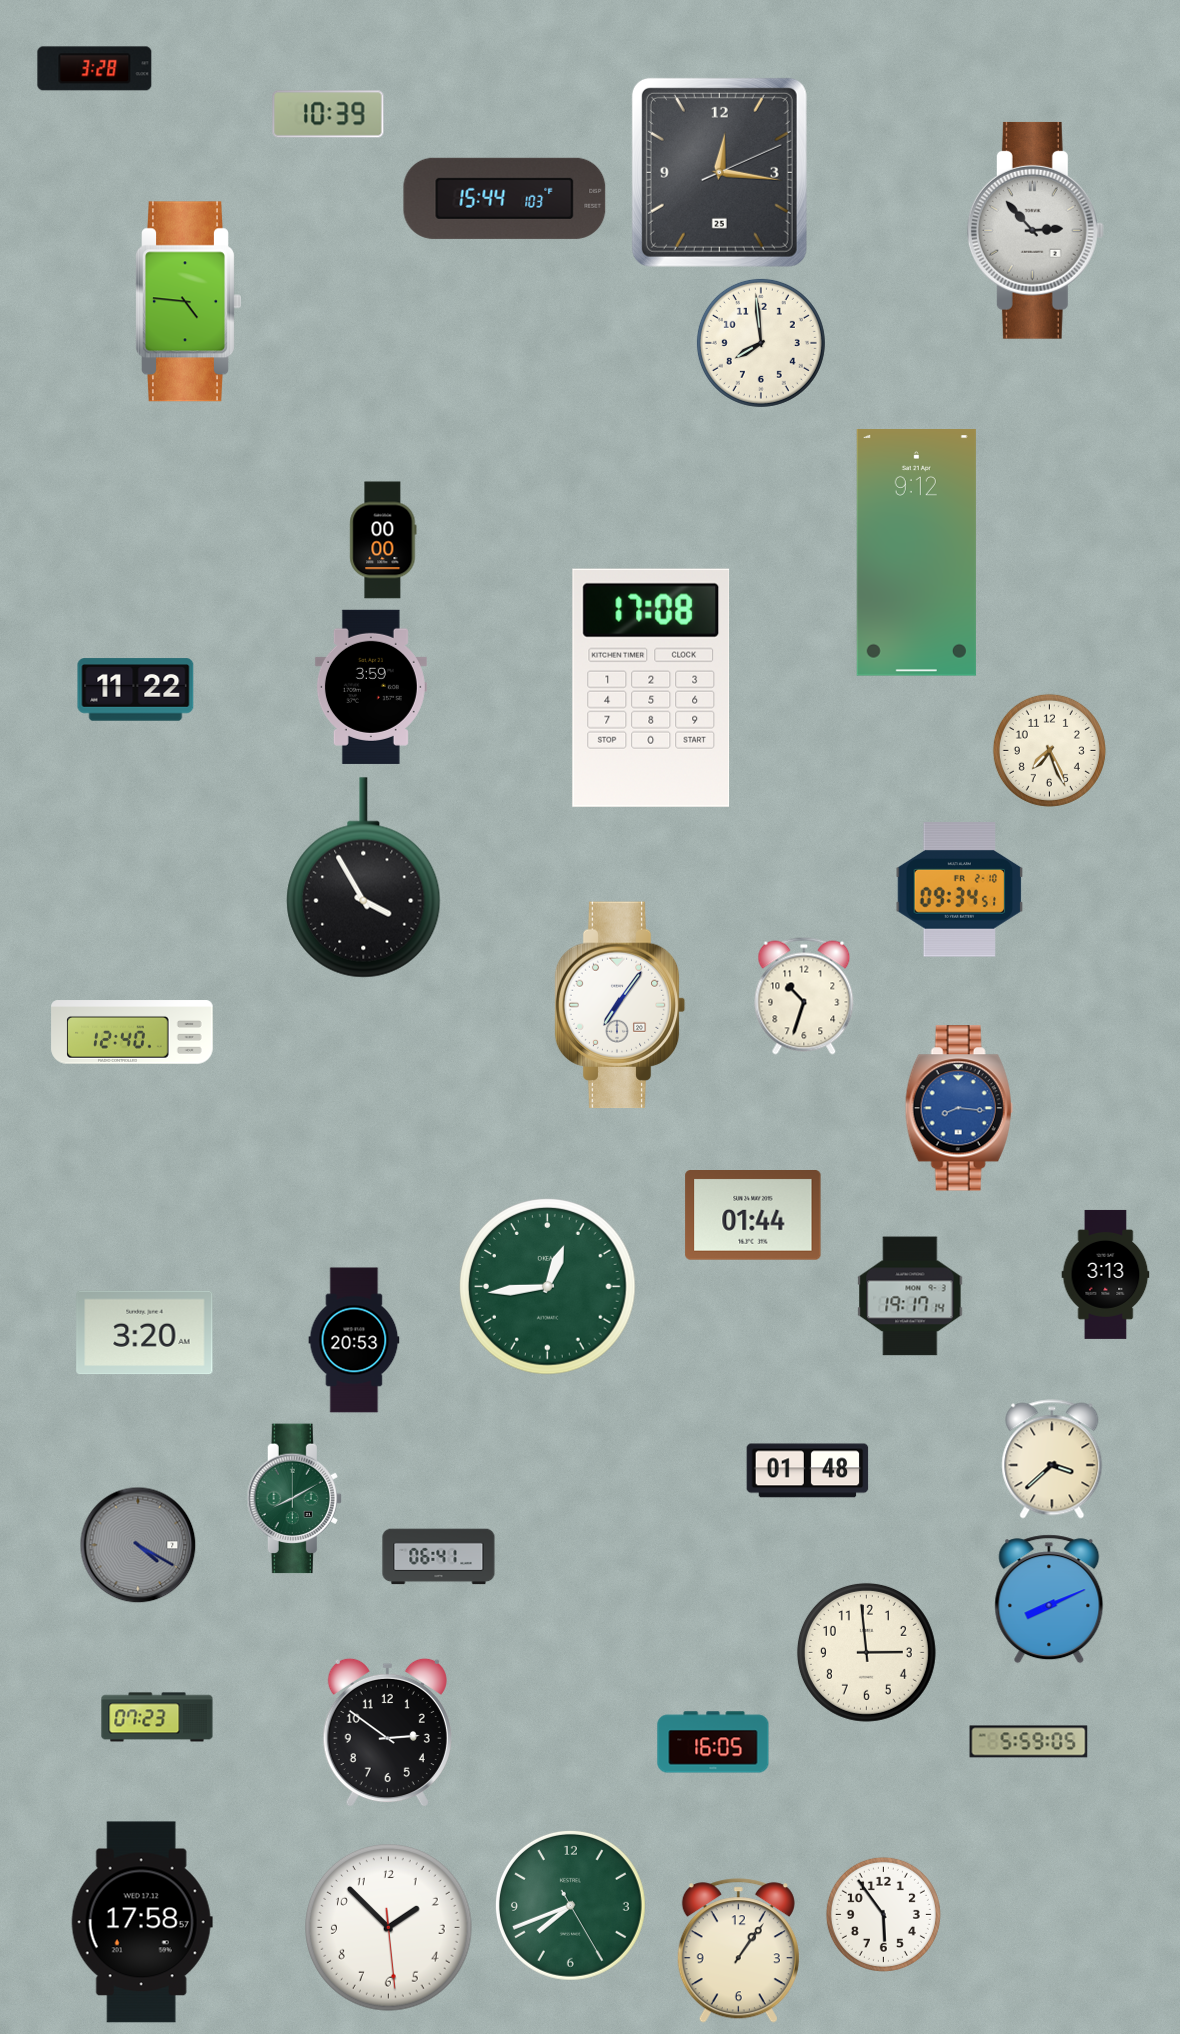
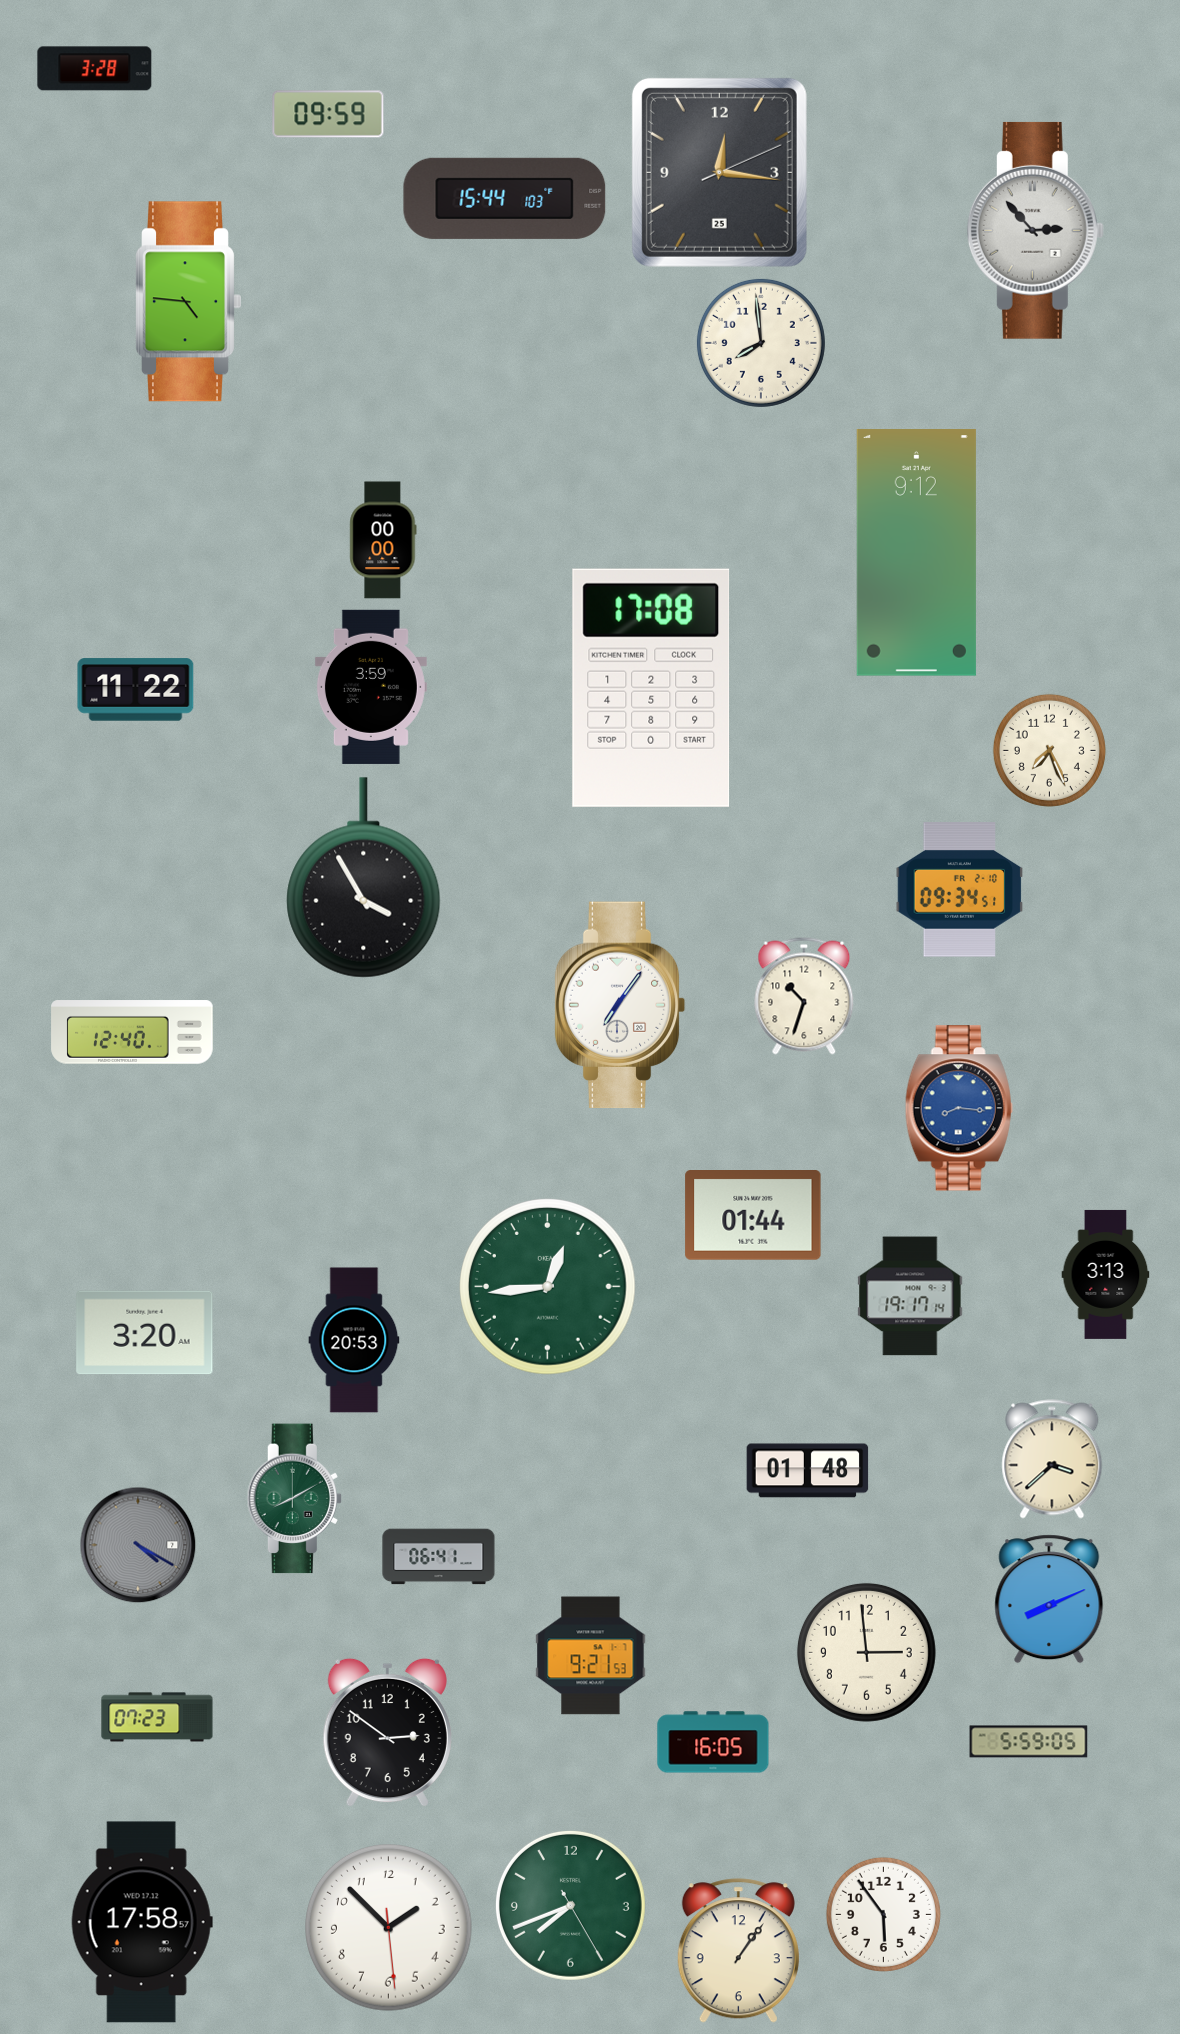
clock at (328, 114): 10:39 -> 09:59
clock at (591, 1656): none -> 9:21
